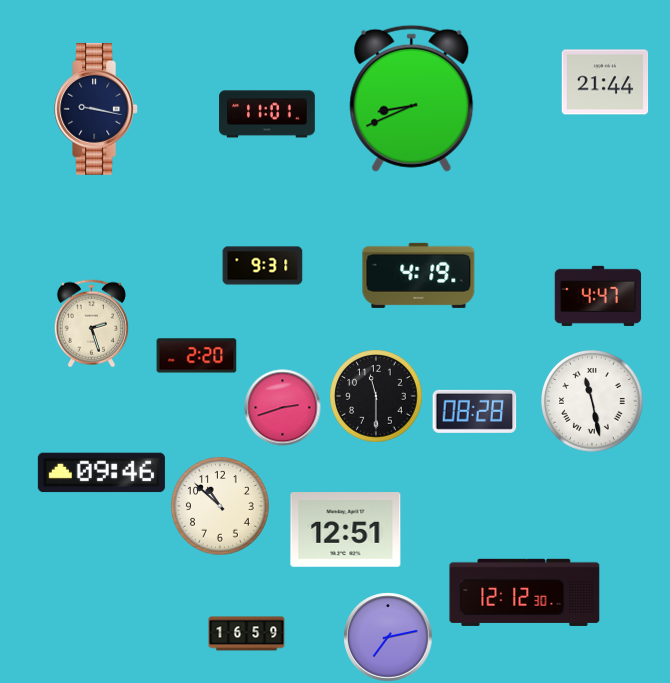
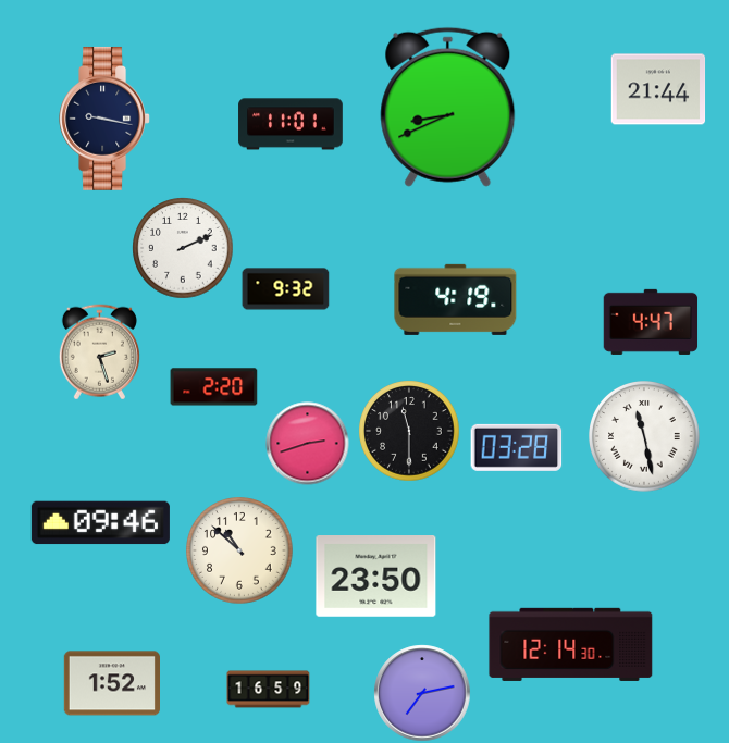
clock at (183, 248): none -> 2:11
clock at (263, 266): 9:31 -> 9:32
clock at (475, 411): 08:28 -> 03:28
clock at (101, 473) position: (101, 473) -> (100, 523)
clock at (346, 530): 12:51 -> 23:50
clock at (525, 592): 12:12 -> 12:14
clock at (111, 683): none -> 1:52
